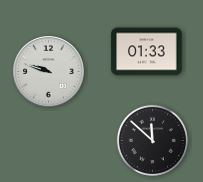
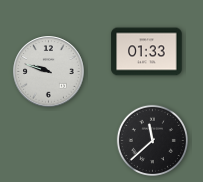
clock at (152, 140): 11:52 -> 11:38
